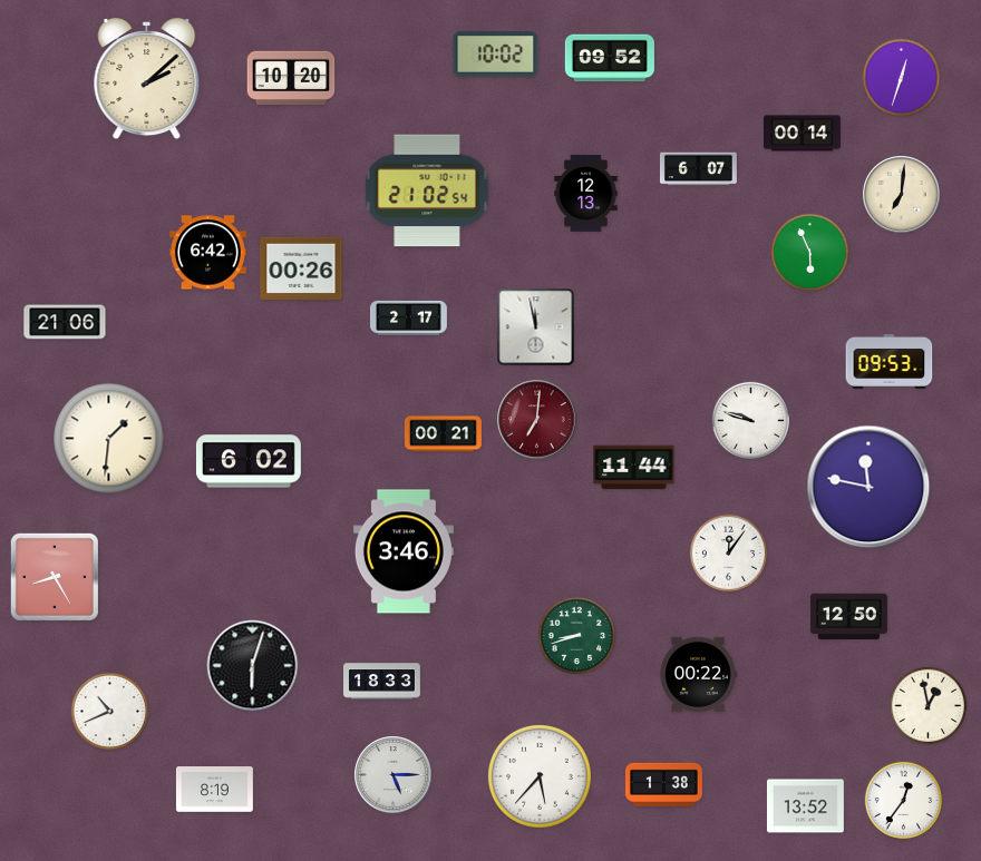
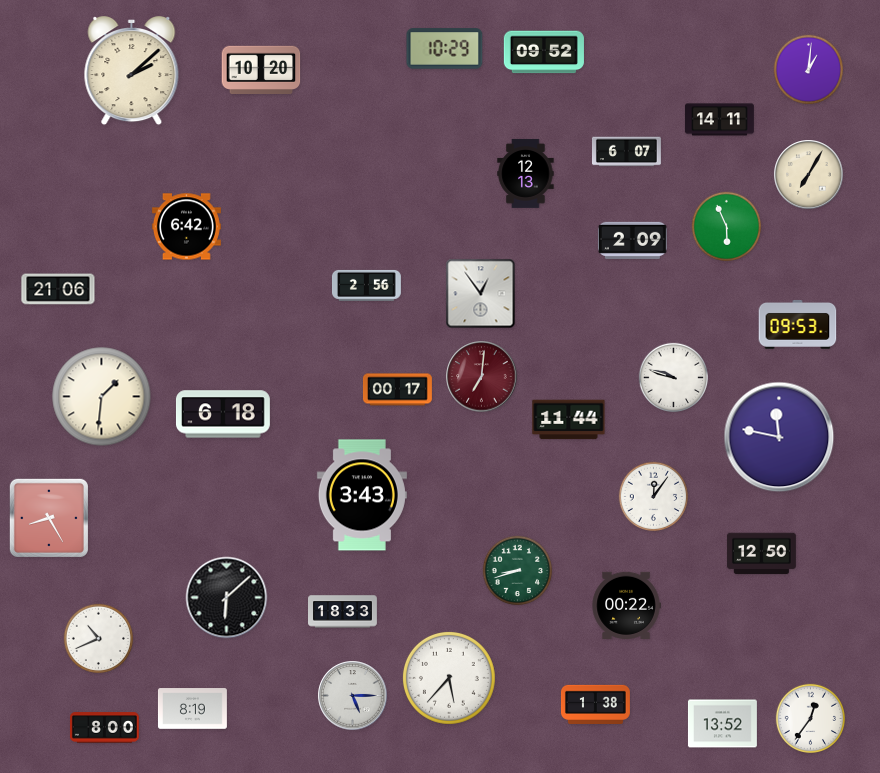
clock at (496, 55): 10:02 -> 10:29
clock at (610, 58) position: (610, 58) -> (544, 52)
clock at (902, 78): 12:33 -> 1:01
clock at (802, 134): 00:14 -> 14:11
clock at (427, 190): 21:02 -> none
clock at (902, 195): 7:01 -> 7:05
clock at (301, 267): 00:26 -> none
clock at (632, 240): none -> 2:09
clock at (408, 317): 2:17 -> 2:56
clock at (536, 327): 11:58 -> 12:54
clock at (443, 434): 00:21 -> 00:17
clock at (109, 439) position: (109, 439) -> (102, 397)
clock at (249, 461): 6:02 -> 6:18
clock at (404, 551): 3:46 -> 3:43
clock at (253, 666): 6:03 -> 6:08
clock at (929, 706): 12:58 -> none
clock at (540, 776) position: (540, 776) -> (449, 678)
clock at (104, 728): none -> 8:00
